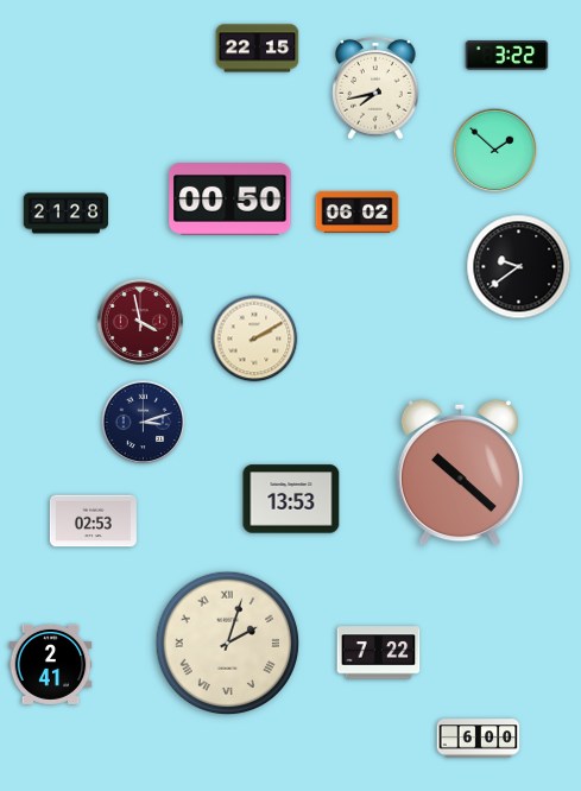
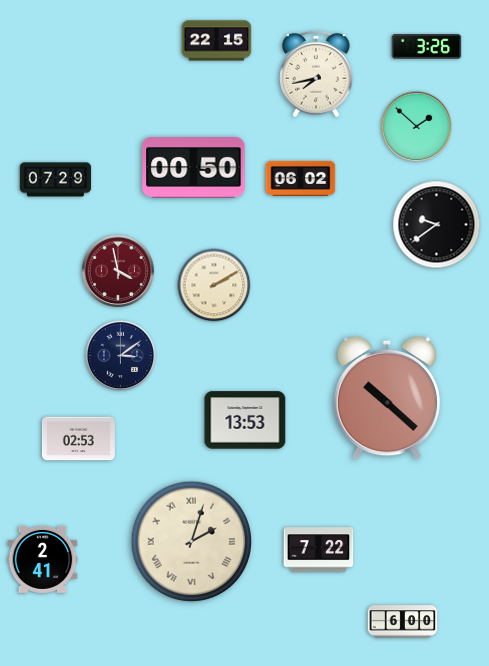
clock at (507, 56): 3:22 -> 3:26
clock at (67, 214): 21:28 -> 07:29
clock at (144, 423): 3:12 -> 3:09
